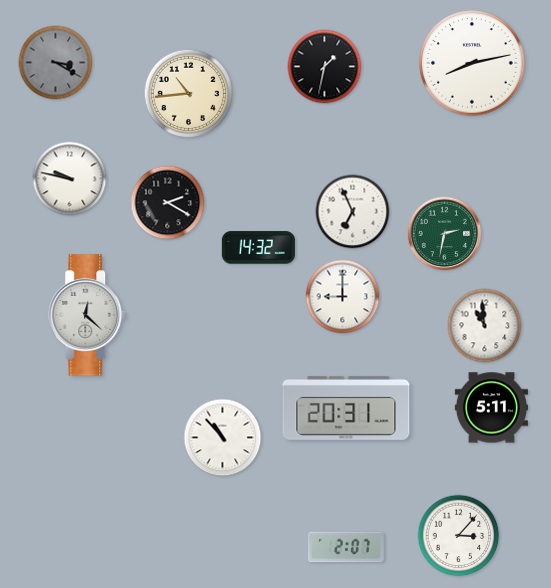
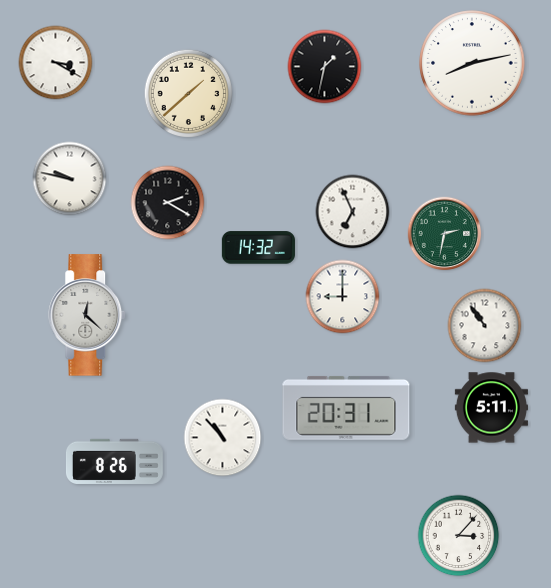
clock at (56, 63) dial: grey -> white
clock at (188, 93): 10:44 -> 1:38
clock at (485, 326): 10:59 -> 10:54
clock at (114, 461): none -> 8:26
clock at (346, 547): 2:07 -> none
